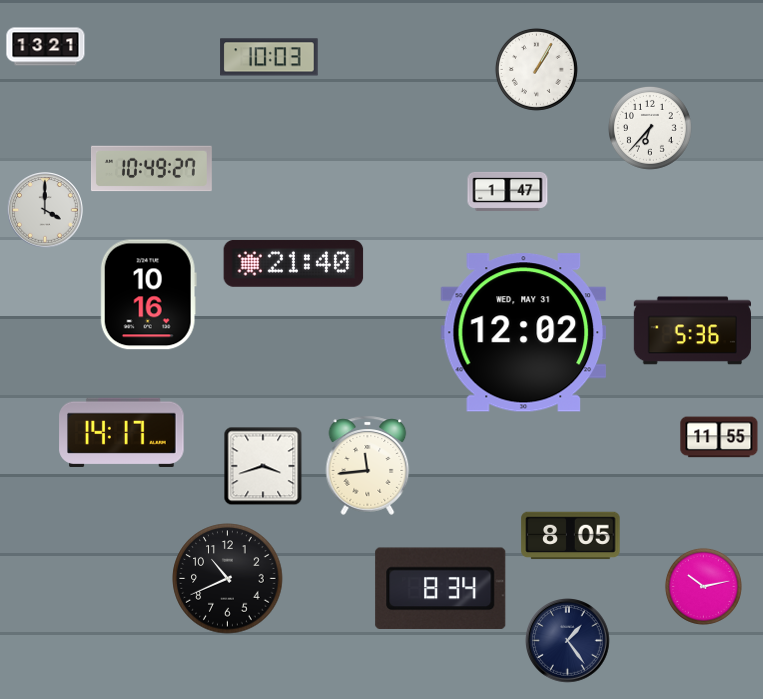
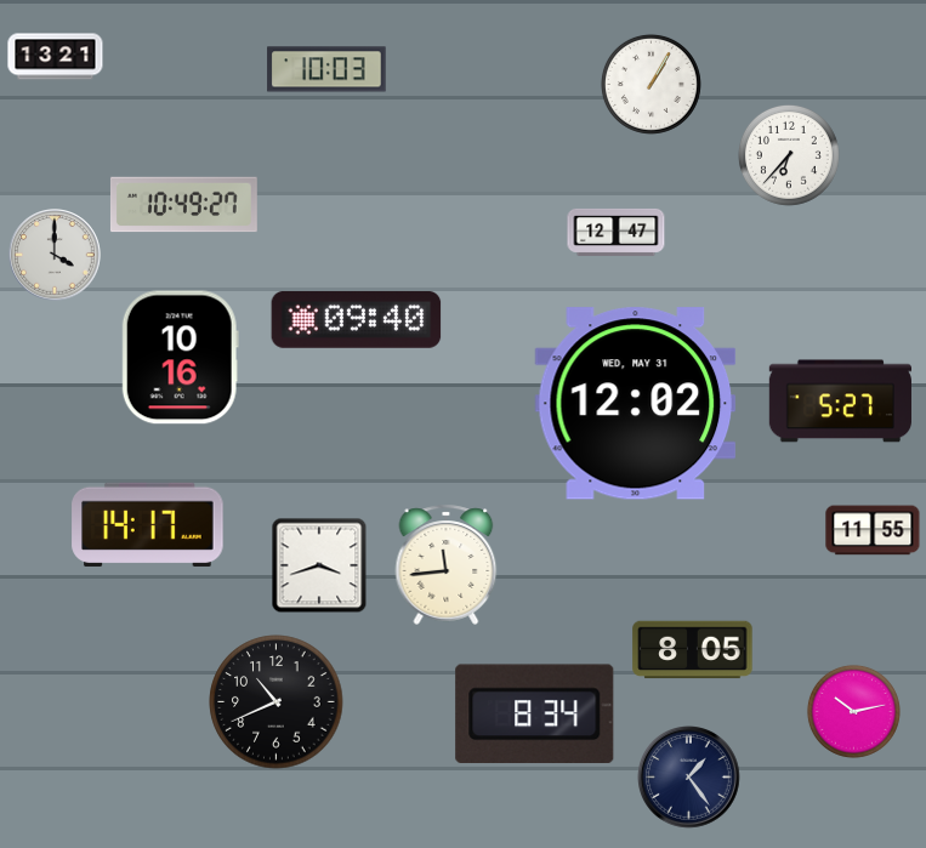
clock at (508, 191): 1:47 -> 12:47
clock at (294, 264): 21:40 -> 09:40
clock at (692, 331): 5:36 -> 5:27
